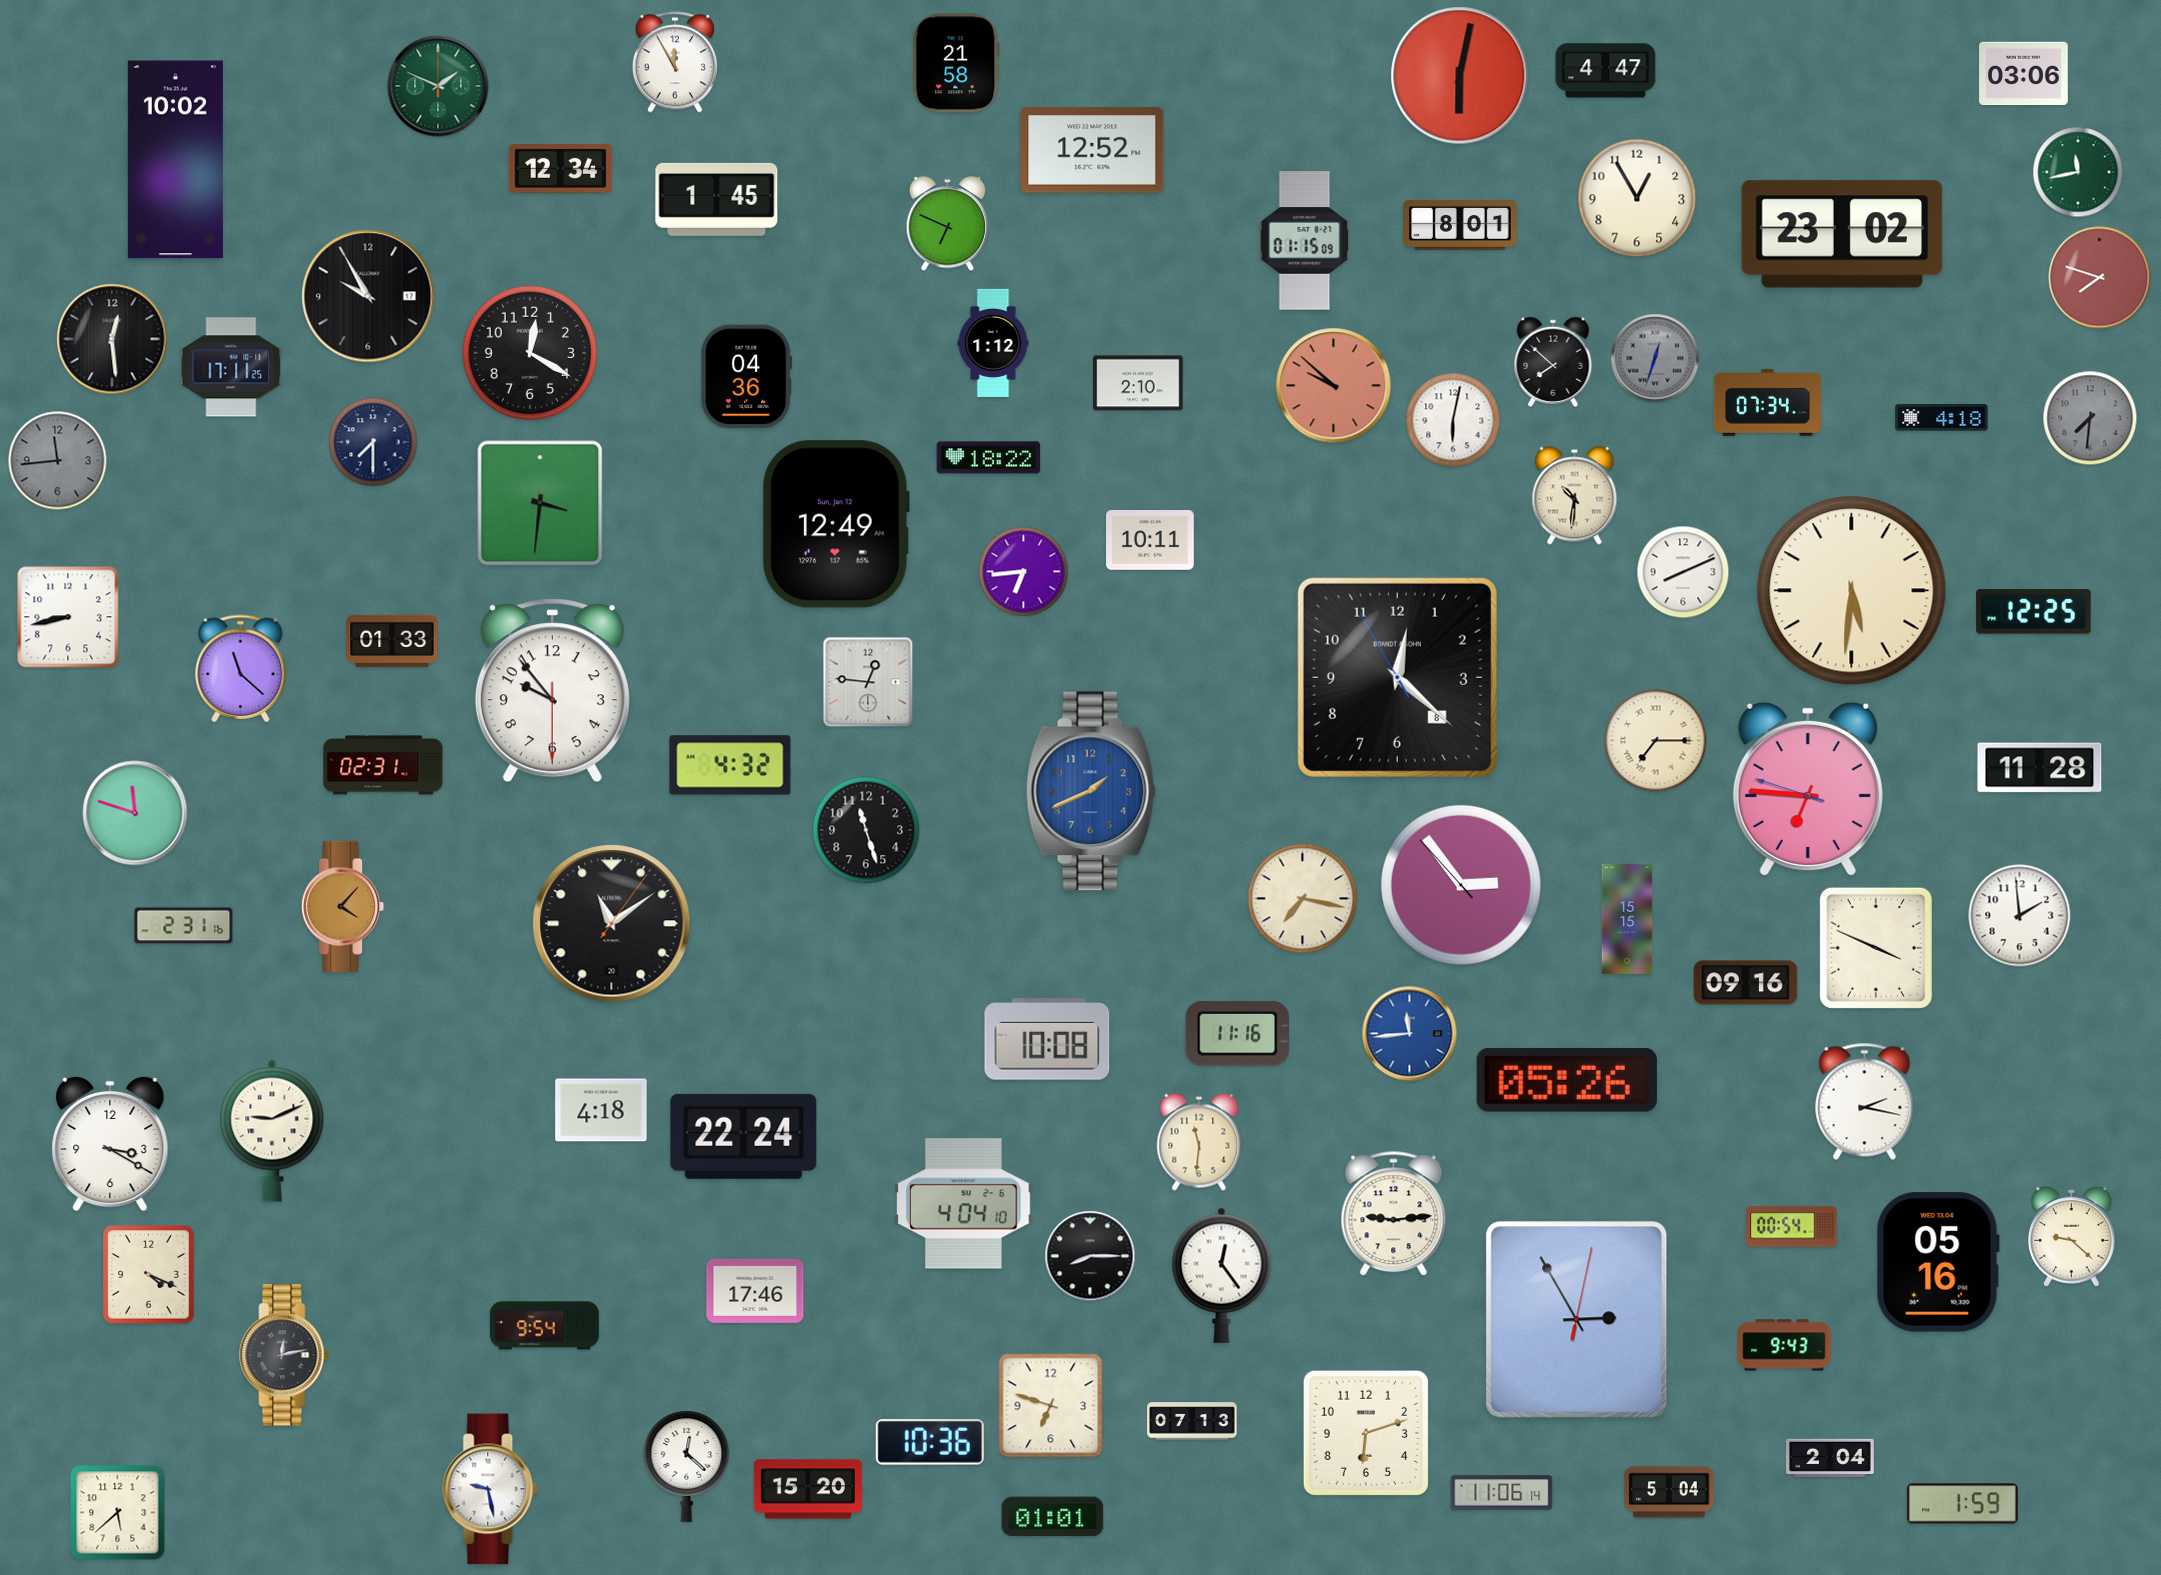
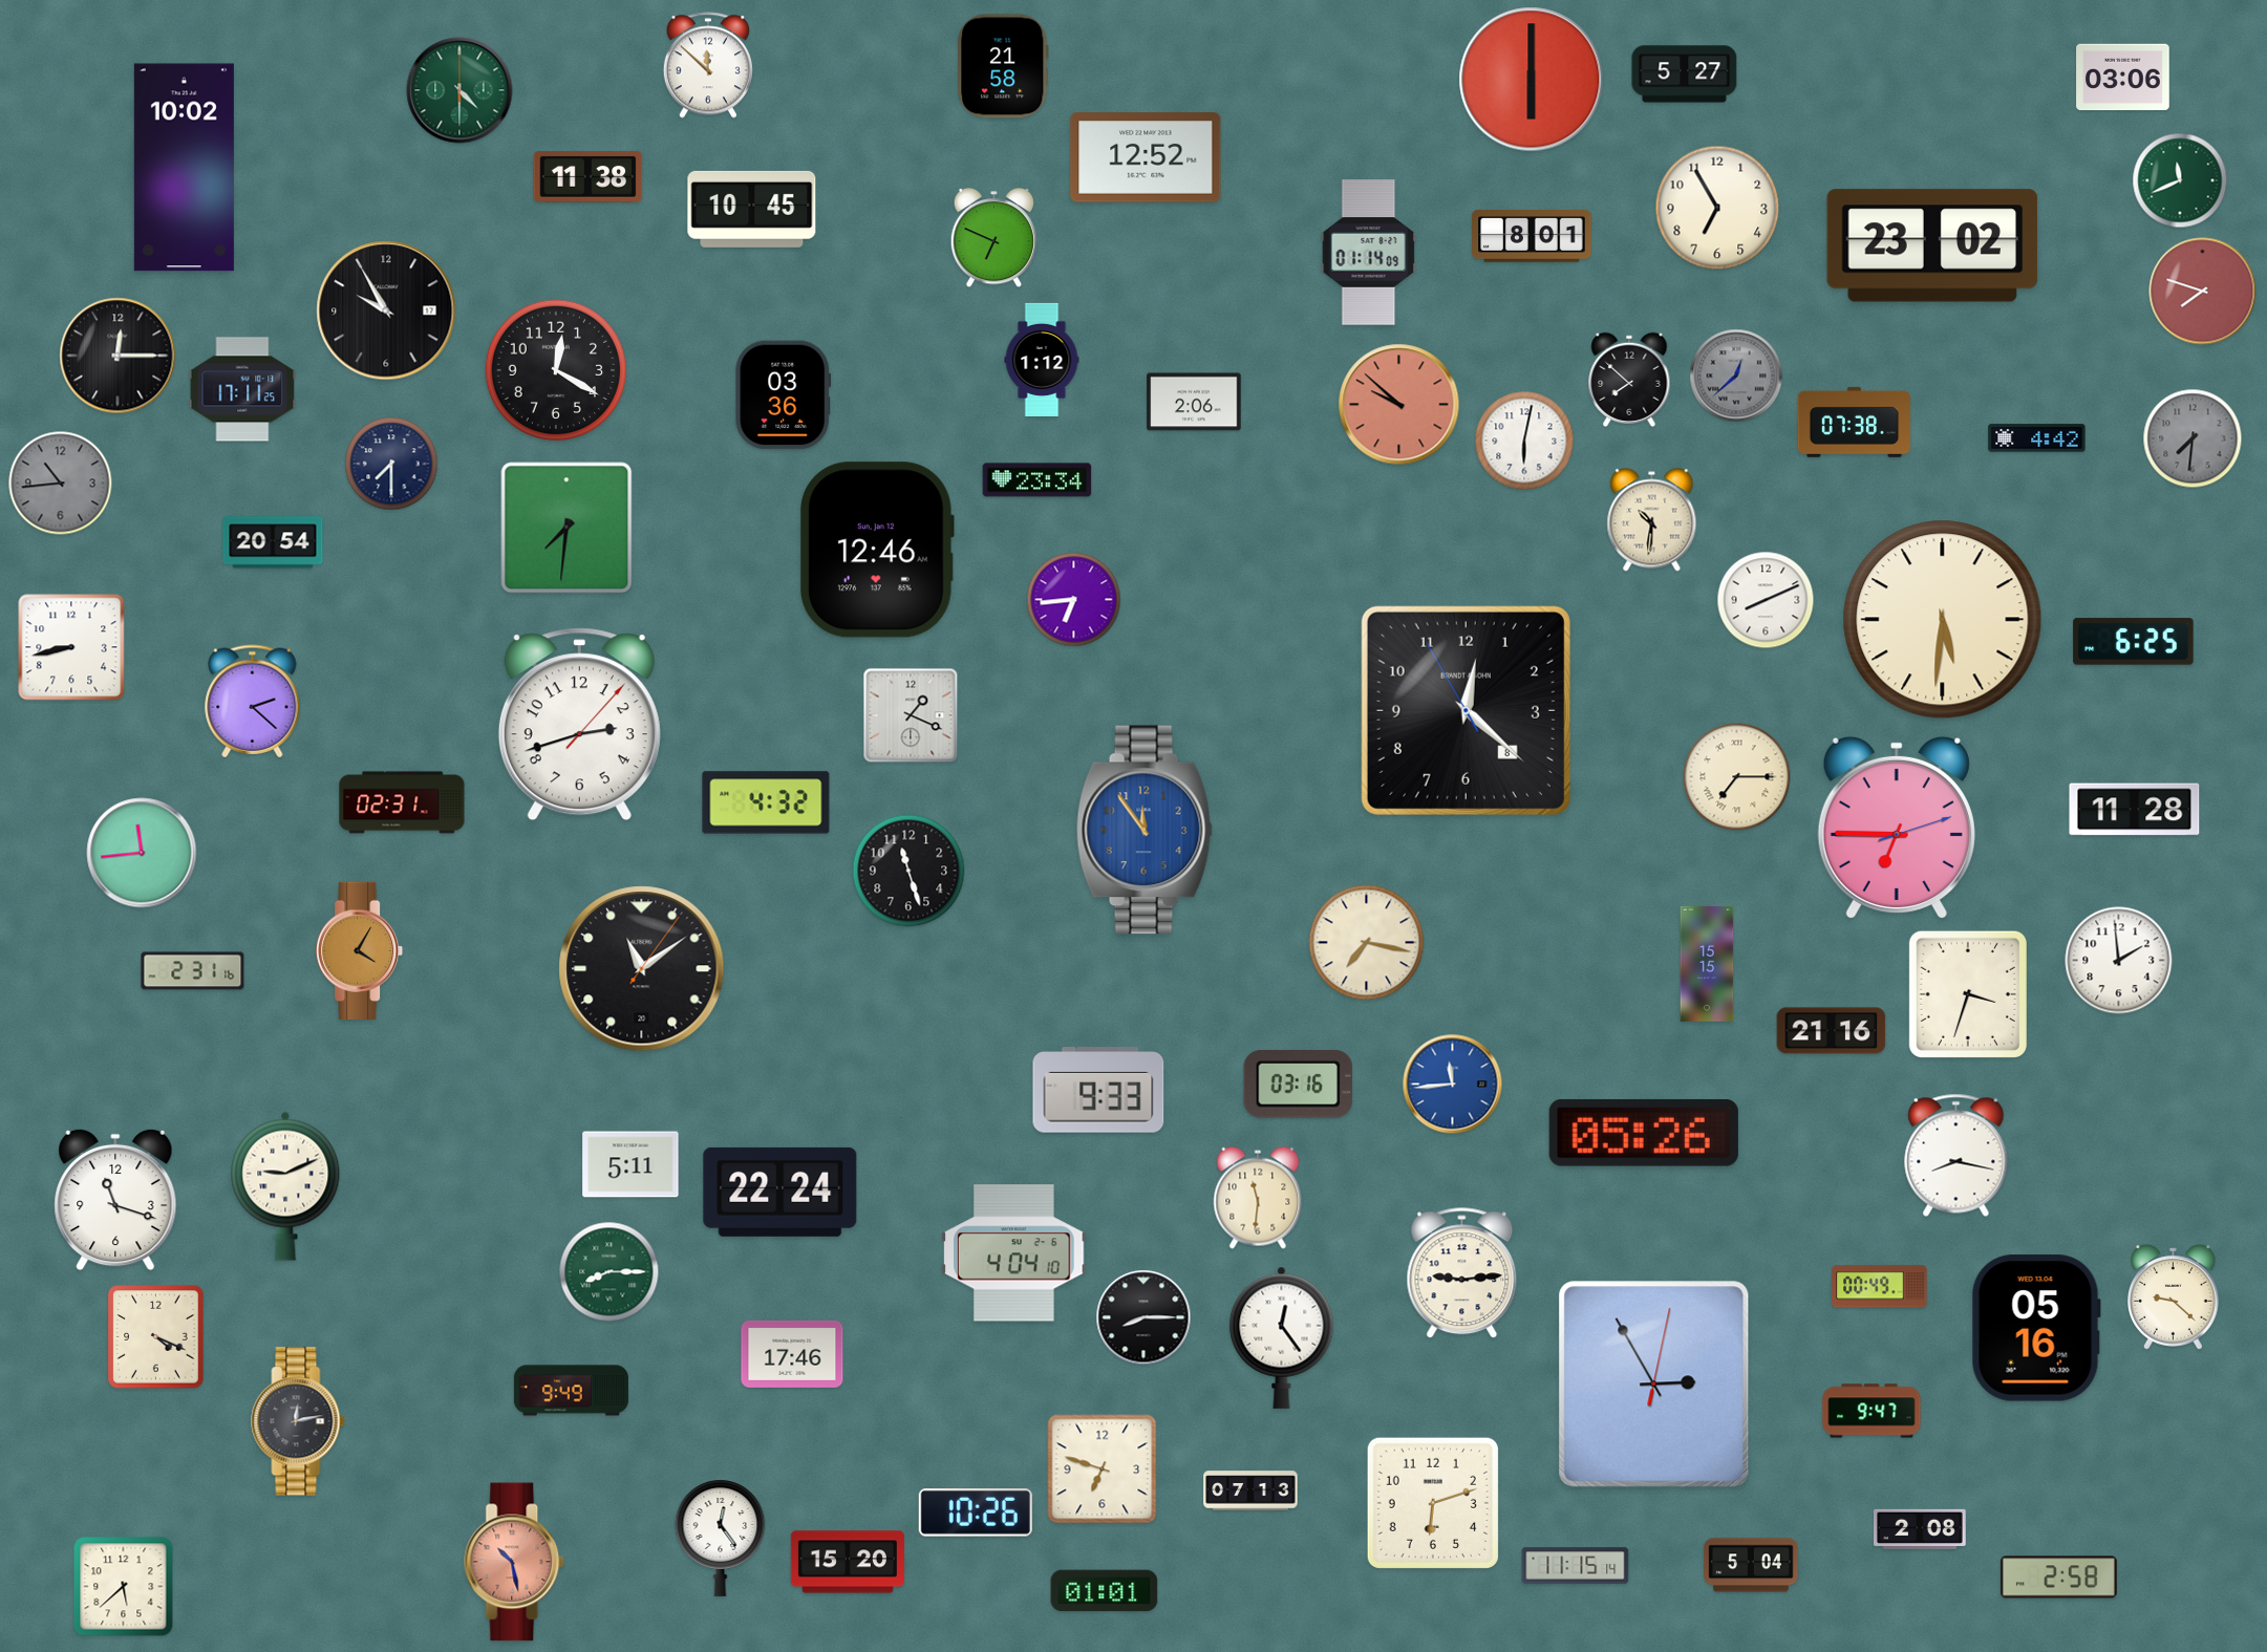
clock at (675, 62): 11:55 -> 11:52
clock at (1606, 71): 4:47 -> 5:27
clock at (1460, 76): 6:02 -> 6:00
clock at (438, 86): 1:49 -> 4:30
clock at (561, 169): 12:34 -> 11:38
clock at (2078, 172): 11:43 -> 11:41
clock at (1637, 198): 12:55 -> 6:55
clock at (717, 199): 1:45 -> 10:45
clock at (948, 225) position: (948, 225) -> (995, 239)
clock at (1305, 241): 01:15 -> 01:14
clock at (112, 339): 12:29 -> 12:15
clock at (1655, 358): 12:33 -> 12:38
clock at (231, 367) position: (231, 367) -> (242, 389)
clock at (747, 377): 04:36 -> 03:36
clock at (1138, 383): 2:10 -> 2:06
clock at (1767, 402): 07:34 -> 07:38
clock at (1942, 418): 4:18 -> 4:42
clock at (989, 458): 18:22 -> 23:34
clock at (58, 461): 11:44 -> 10:44
clock at (540, 503): 3:31 -> 7:31
clock at (273, 542): none -> 20:54
clock at (836, 524): 12:49 -> 12:46
clock at (1150, 540): 10:11 -> none
clock at (2034, 612): 12:25 -> 6:25
clock at (392, 641): 01:33 -> none
clock at (241, 669): 11:22 -> 2:22
clock at (868, 682): 12:46 -> 1:19
clock at (552, 691): 9:53 -> 2:42
clock at (2040, 768) position: (2040, 768) -> (2135, 810)
clock at (1808, 789): 6:45:48 -> 6:45:12
clock at (1091, 791): 1:41 -> 11:54
clock at (135, 813): 11:48 -> 11:44
clock at (1461, 885): 2:53 -> none
clock at (343, 906): 4:07 -> 4:05
clock at (1876, 948): 3:49 -> 3:33
clock at (1746, 983): 09:16 -> 21:16
clock at (1238, 1034): 11:16 -> 03:16
clock at (1410, 1034) position: (1410, 1034) -> (1453, 1085)
clock at (1047, 1039): 10:08 -> 9:33
clock at (1865, 1101): 2:17 -> 8:17
clock at (601, 1110): 4:18 -> 5:11
clock at (110, 1144): 3:20 -> 11:18
clock at (964, 1204) position: (964, 1204) -> (1014, 1253)
clock at (609, 1272): none -> 8:15
clock at (1792, 1227): 00:54 -> 00:49
clock at (1938, 1262) position: (1938, 1262) -> (2036, 1328)
clock at (544, 1326): 9:54 -> 9:49
clock at (1784, 1345): 9:43 -> 9:47
clock at (1051, 1406) position: (1051, 1406) -> (1103, 1469)
clock at (930, 1443): 10:36 -> 10:26
clock at (1830, 1457): 2:04 -> 2:08
clock at (687, 1466): 12:22 -> 12:24
clock at (491, 1489): 9:28 -> 10:28
clock at (491, 1489) dial: white -> salmon
clock at (1502, 1493): 11:06 -> 11:15
clock at (1962, 1504): 1:59 -> 2:58
